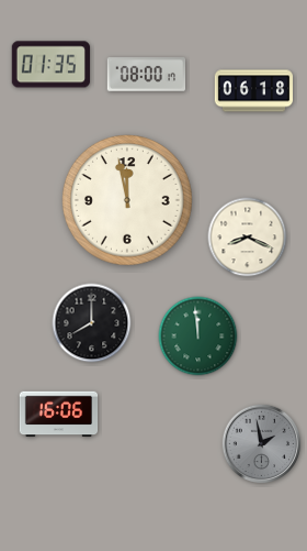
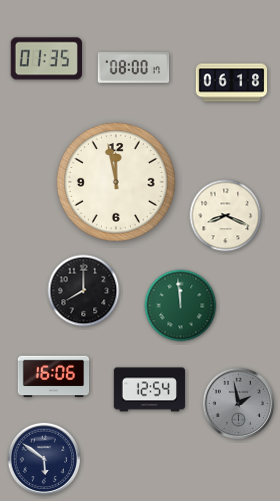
clock at (92, 323) position: (92, 323) -> (84, 291)
clock at (150, 390): none -> 12:54
clock at (44, 459): none -> 5:51
